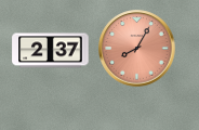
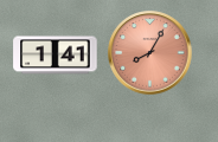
clock at (51, 51): 2:37 -> 1:41
